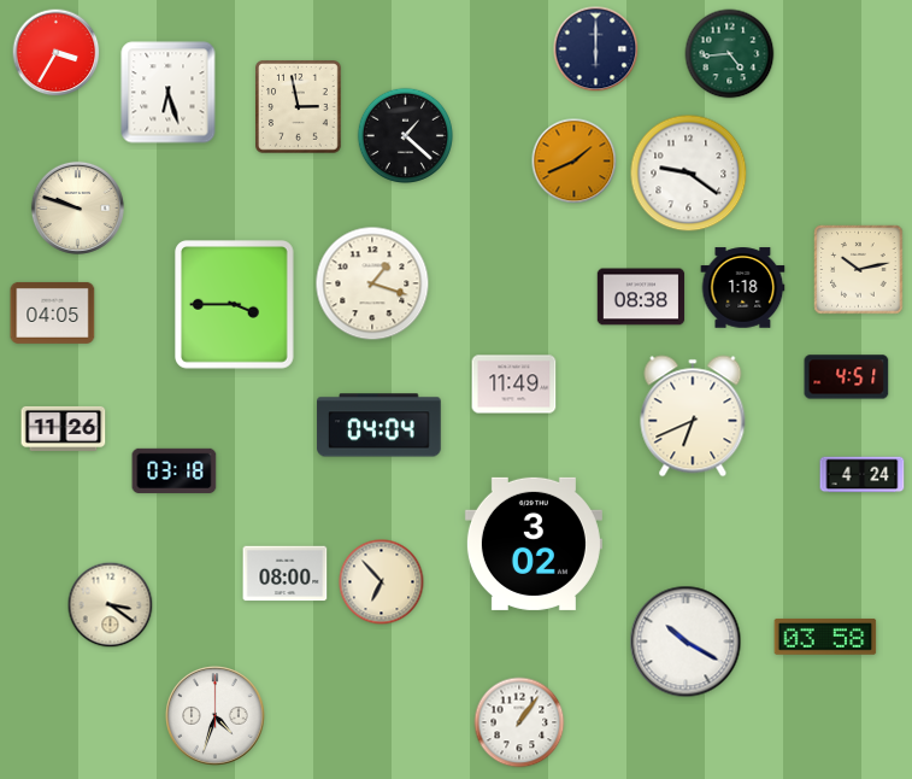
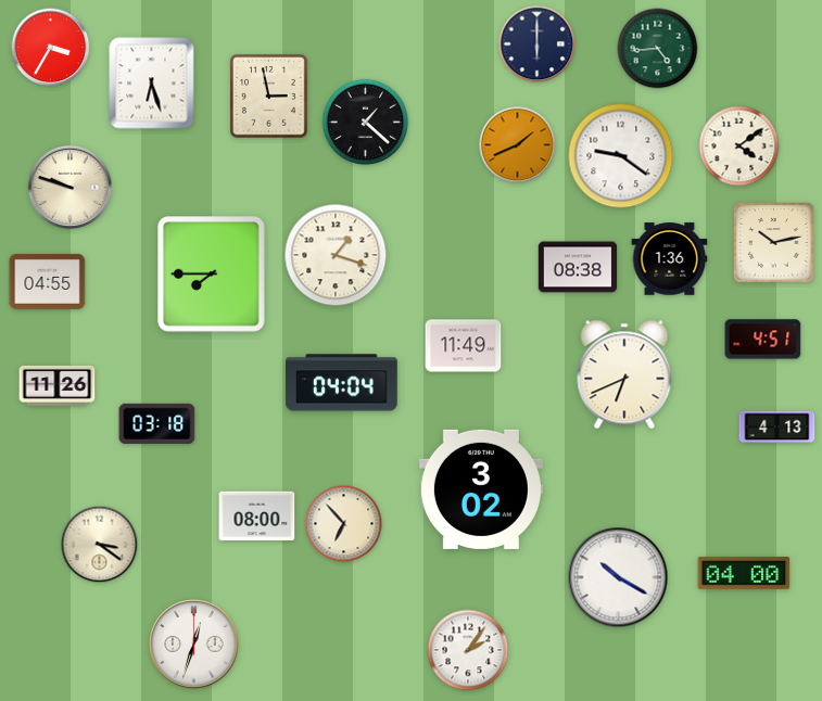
clock at (739, 146): none -> 4:09
clock at (743, 288): 1:18 -> 1:36
clock at (235, 305): 3:45 -> 7:45
clock at (53, 312): 04:05 -> 04:55
clock at (863, 475): 4:24 -> 4:13
clock at (825, 637): 03:58 -> 04:00
clock at (216, 716): 4:33 -> 12:33
clock at (519, 722): 1:06 -> 2:06
